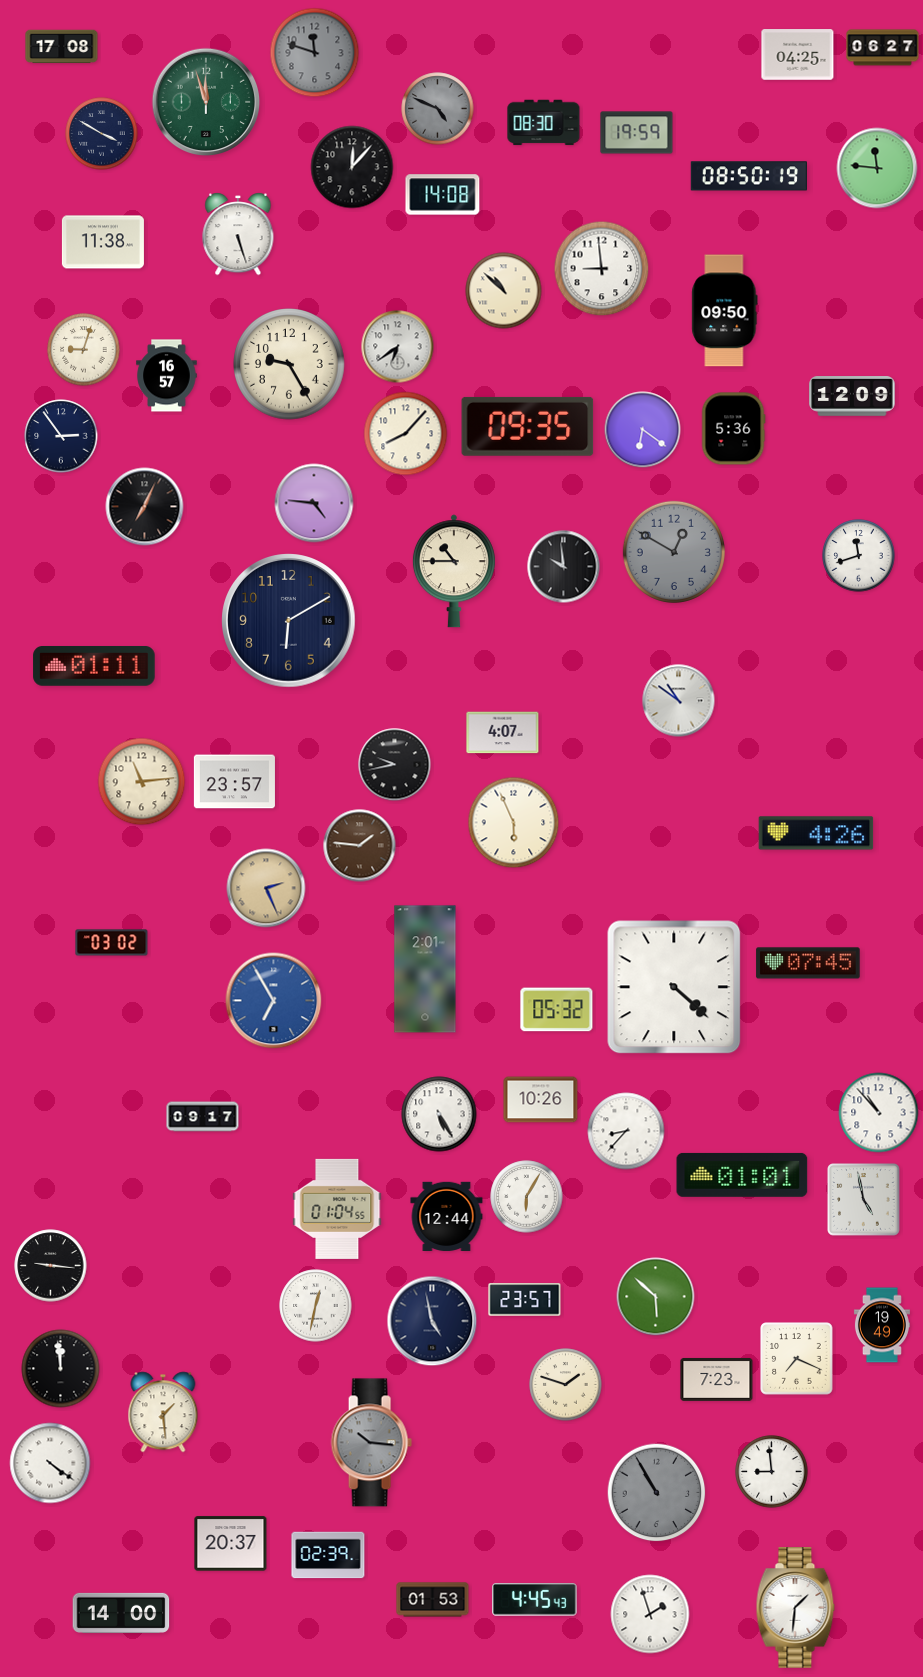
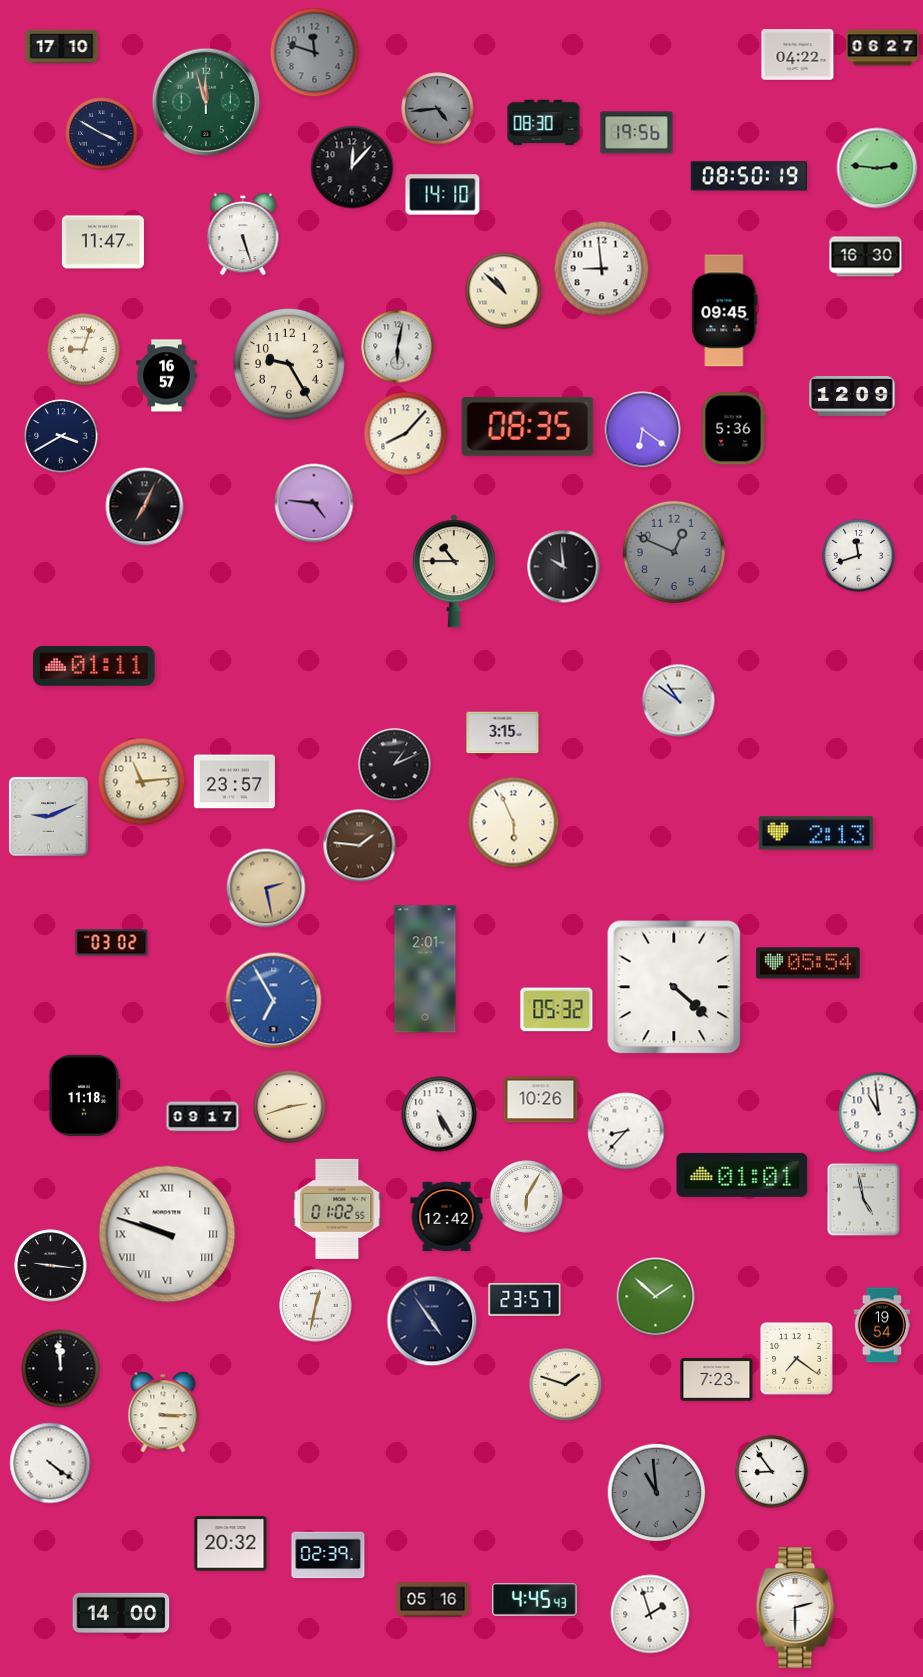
clock at (62, 47): 17:08 -> 17:10
clock at (798, 55): 04:25 -> 04:22
clock at (438, 109): 4:49 -> 4:44
clock at (637, 133): 19:59 -> 19:56
clock at (877, 168): 11:46 -> 2:46
clock at (443, 195): 14:08 -> 14:10
clock at (238, 235) position: (238, 235) -> (243, 235)
clock at (103, 242): 11:38 -> 11:47
clock at (866, 257): none -> 16:30
clock at (725, 311): 09:50 -> 09:45
clock at (398, 347): 6:39 -> 6:02
clock at (528, 426): 09:35 -> 08:35
clock at (61, 436): 2:54 -> 3:40
clock at (674, 552): 12:50 -> 12:49
clock at (289, 621): 6:10 -> none
clock at (503, 733): 4:07 -> 3:15
clock at (395, 765): 9:43 -> 1:11
clock at (49, 817): none -> 9:11
clock at (816, 833): 4:26 -> 2:13
clock at (266, 888): 2:26 -> 2:28
clock at (808, 963): 07:45 -> 05:54
clock at (85, 1095): none -> 11:18
clock at (290, 1107): none -> 2:42
clock at (879, 1113): 10:53 -> 10:59
clock at (337, 1209): 01:04 -> 01:02
clock at (447, 1216): 12:44 -> 12:42
clock at (167, 1234): none -> 9:48
clock at (656, 1297): 5:52 -> 1:52
clock at (432, 1321): 4:58 -> 4:54
clock at (882, 1325): 19:49 -> 19:54
clock at (797, 1359): 7:19 -> 7:21
clock at (163, 1412): 1:29 -> 3:15
clock at (371, 1443): 10:16 -> none
clock at (772, 1472): 8:59 -> 8:54
clock at (657, 1493): 10:55 -> 10:59
clock at (231, 1544): 20:37 -> 20:32
clock at (433, 1600): 01:53 -> 05:16
clock at (796, 1608): 1:31 -> 2:30
